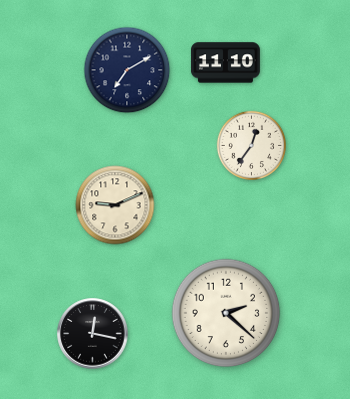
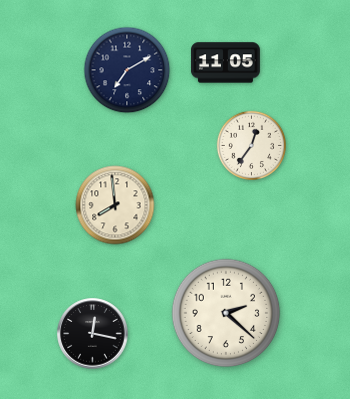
clock at (225, 63): 11:10 -> 11:05
clock at (115, 205): 9:11 -> 7:59
